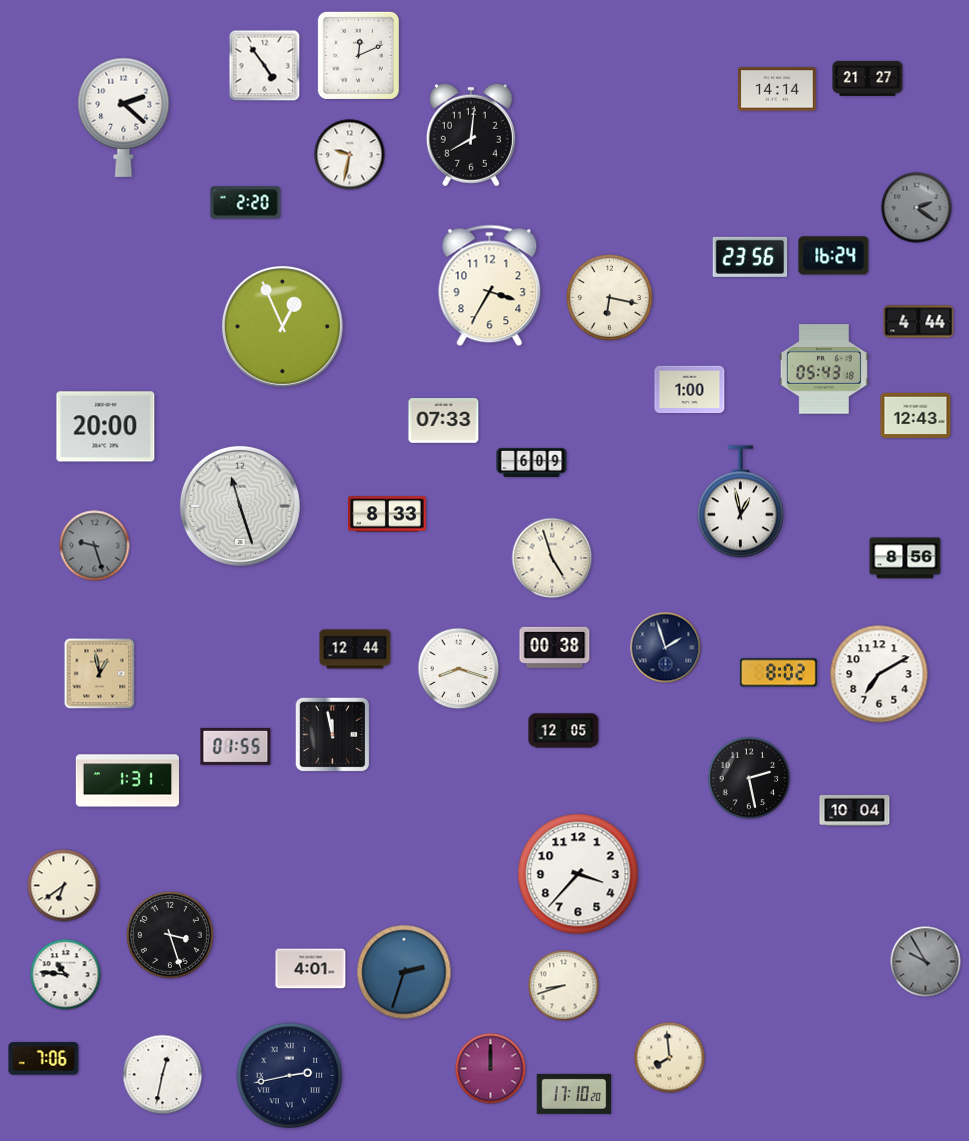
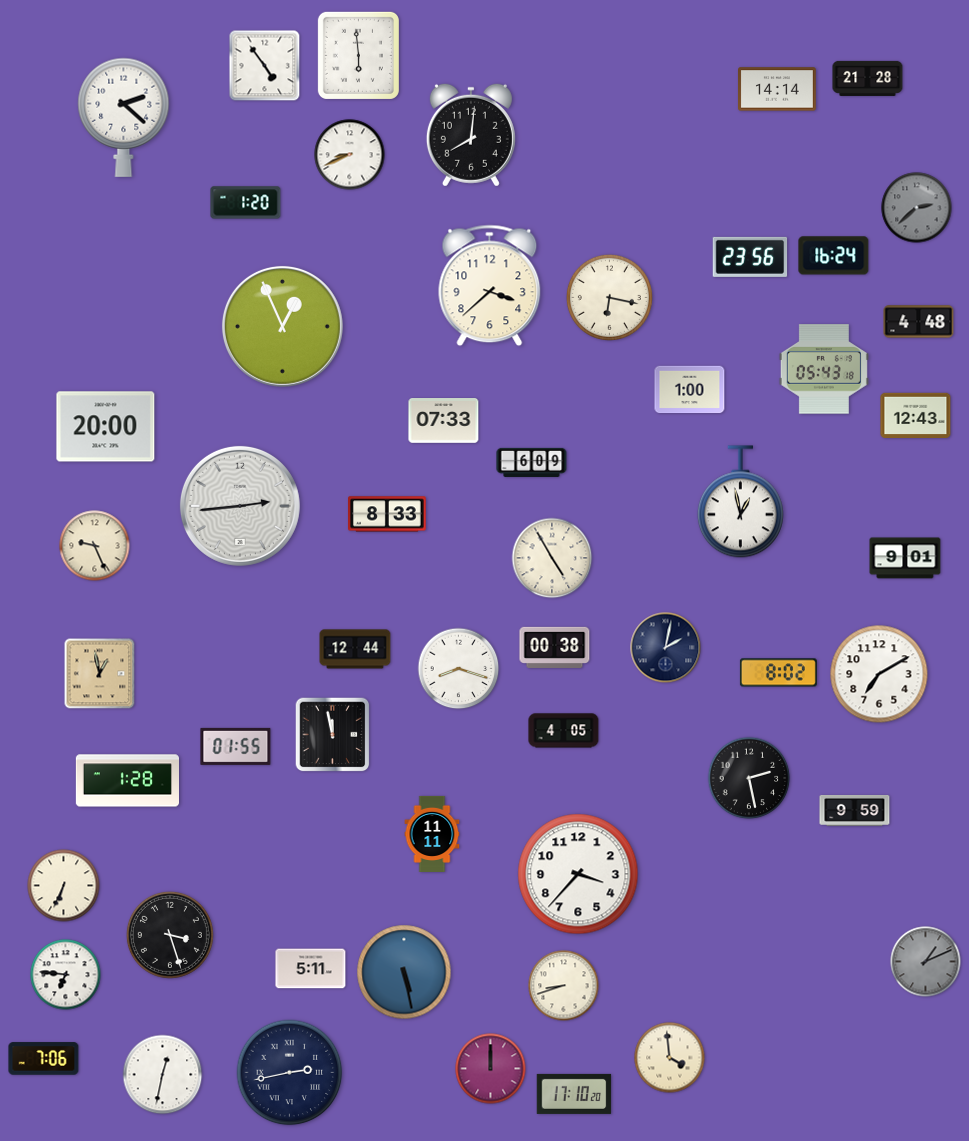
clock at (358, 55): 12:11 -> 5:59
clock at (868, 78): 21:27 -> 21:28
clock at (350, 155): 9:32 -> 8:41
clock at (246, 203): 2:20 -> 1:20
clock at (917, 208): 2:21 -> 2:38
clock at (490, 286): 3:35 -> 3:38
clock at (919, 322): 4:44 -> 4:48
clock at (240, 506): 11:27 -> 2:44
clock at (95, 546): 9:27 -> 9:26
clock at (95, 546) dial: grey -> cream
clock at (552, 558): 4:57 -> 4:55
clock at (905, 558): 8:56 -> 9:01
clock at (666, 648): 1:57 -> 2:02
clock at (564, 731): 12:05 -> 4:05
clock at (127, 781): 1:31 -> 1:28
clock at (855, 810): 10:04 -> 9:59
clock at (432, 834): none -> 11:11
clock at (64, 886): 6:39 -> 6:34
clock at (926, 962): 9:55 -> 1:11
clock at (311, 969): 4:01 -> 5:11
clock at (404, 972): 2:33 -> 5:28
clock at (66, 975): 10:46 -> 6:46
clock at (670, 1058): 7:59 -> 3:59
clock at (290, 1076) position: (290, 1076) -> (290, 1073)
